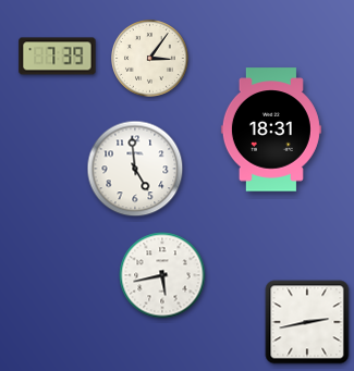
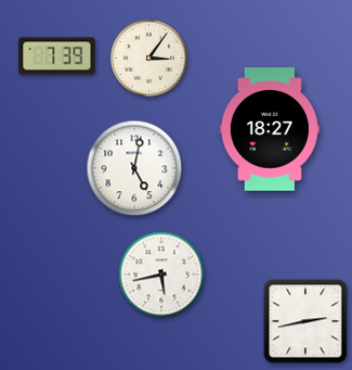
clock at (271, 129): 18:31 -> 18:27
clock at (135, 169): 4:59 -> 5:02
